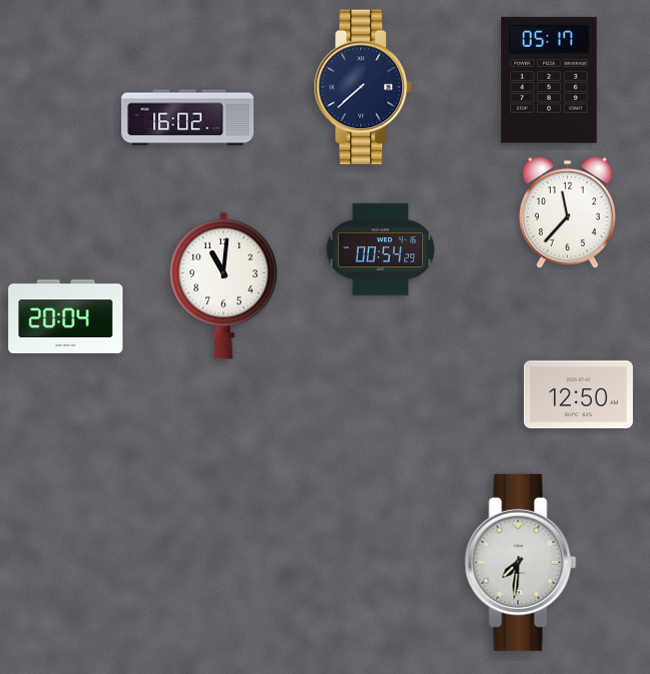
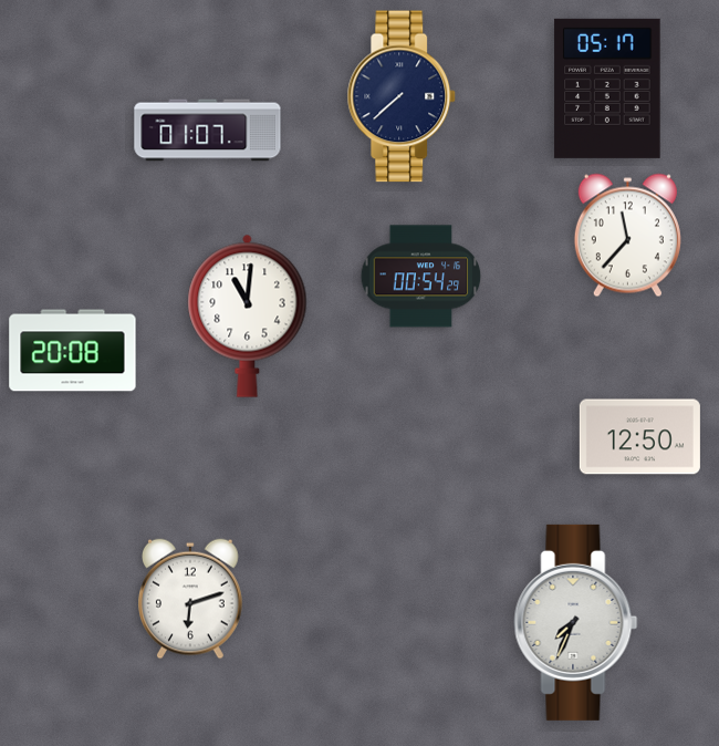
clock at (188, 118): 16:02 -> 01:07
clock at (66, 317): 20:04 -> 20:08
clock at (191, 599): none -> 6:12
clock at (521, 562): 7:31 -> 7:34
